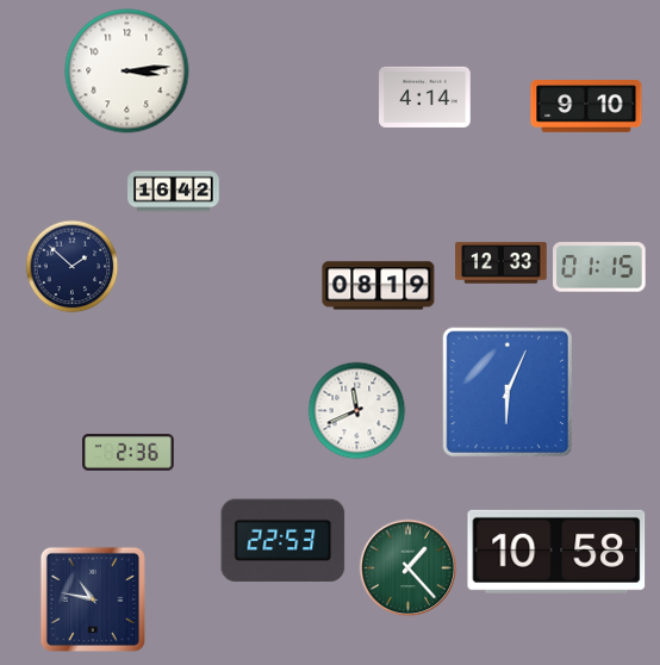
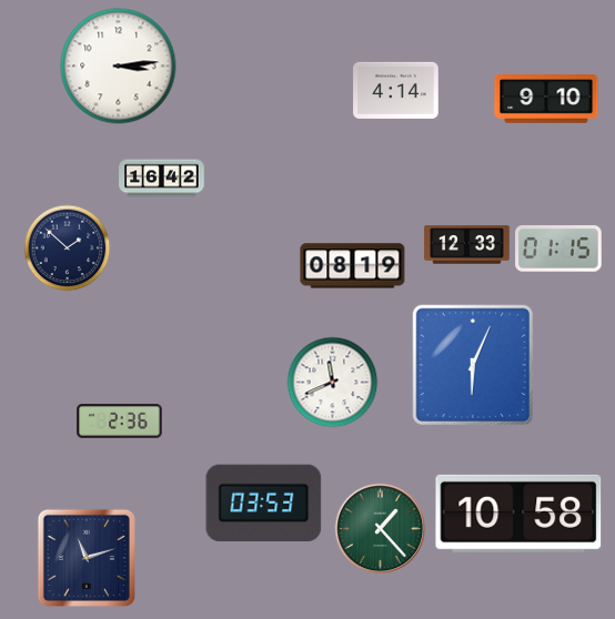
clock at (284, 541): 22:53 -> 03:53
clock at (93, 599): 10:47 -> 11:12
